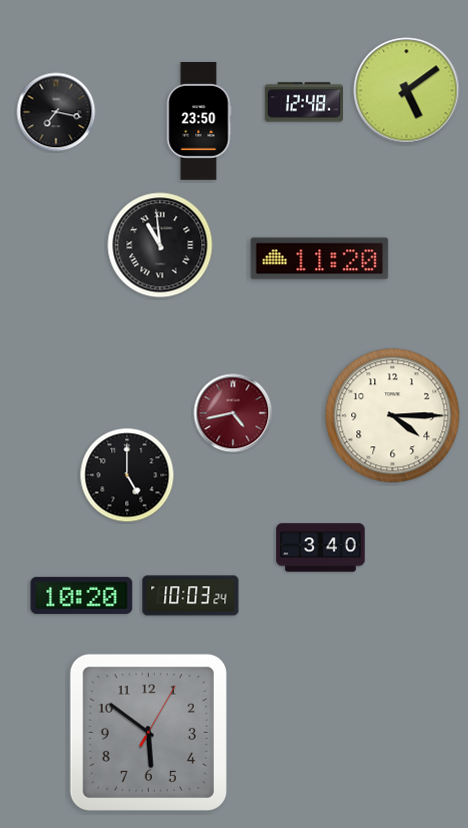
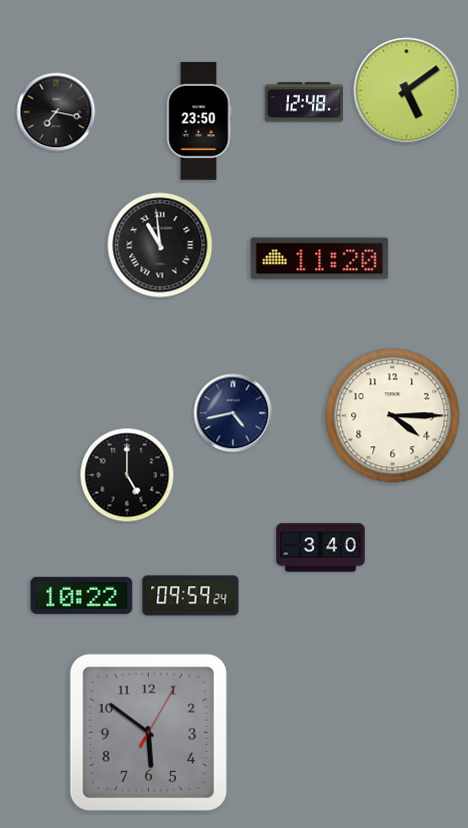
clock at (233, 413) dial: burgundy -> navy
clock at (82, 595): 10:20 -> 10:22
clock at (191, 596): 10:03 -> 09:59
